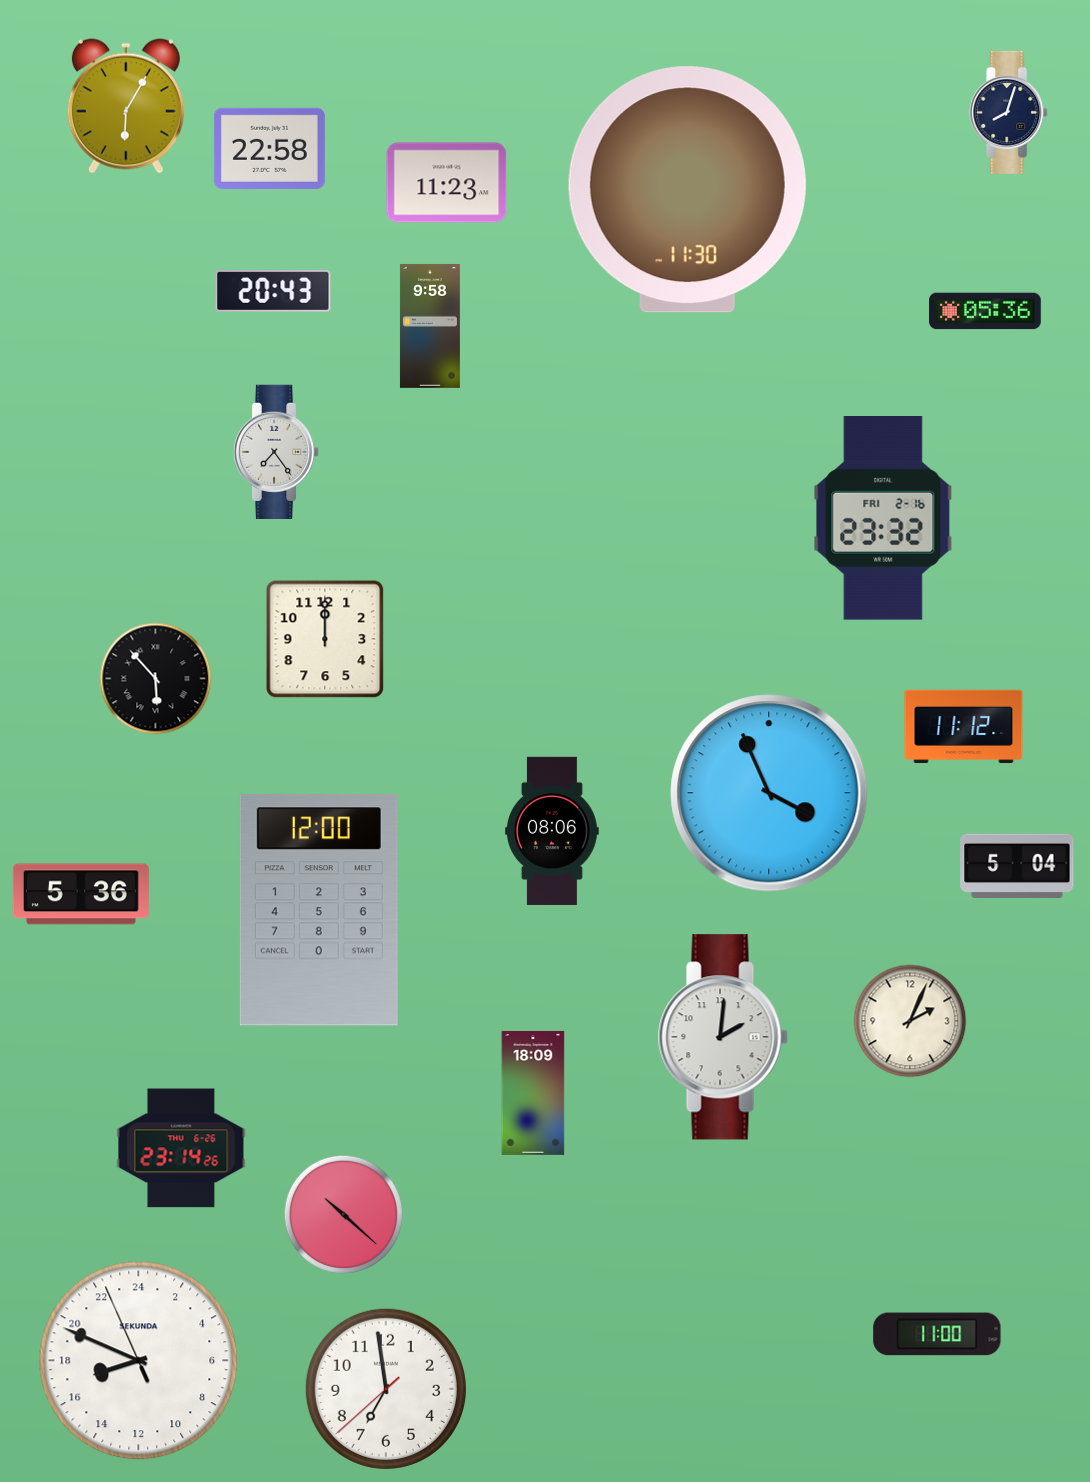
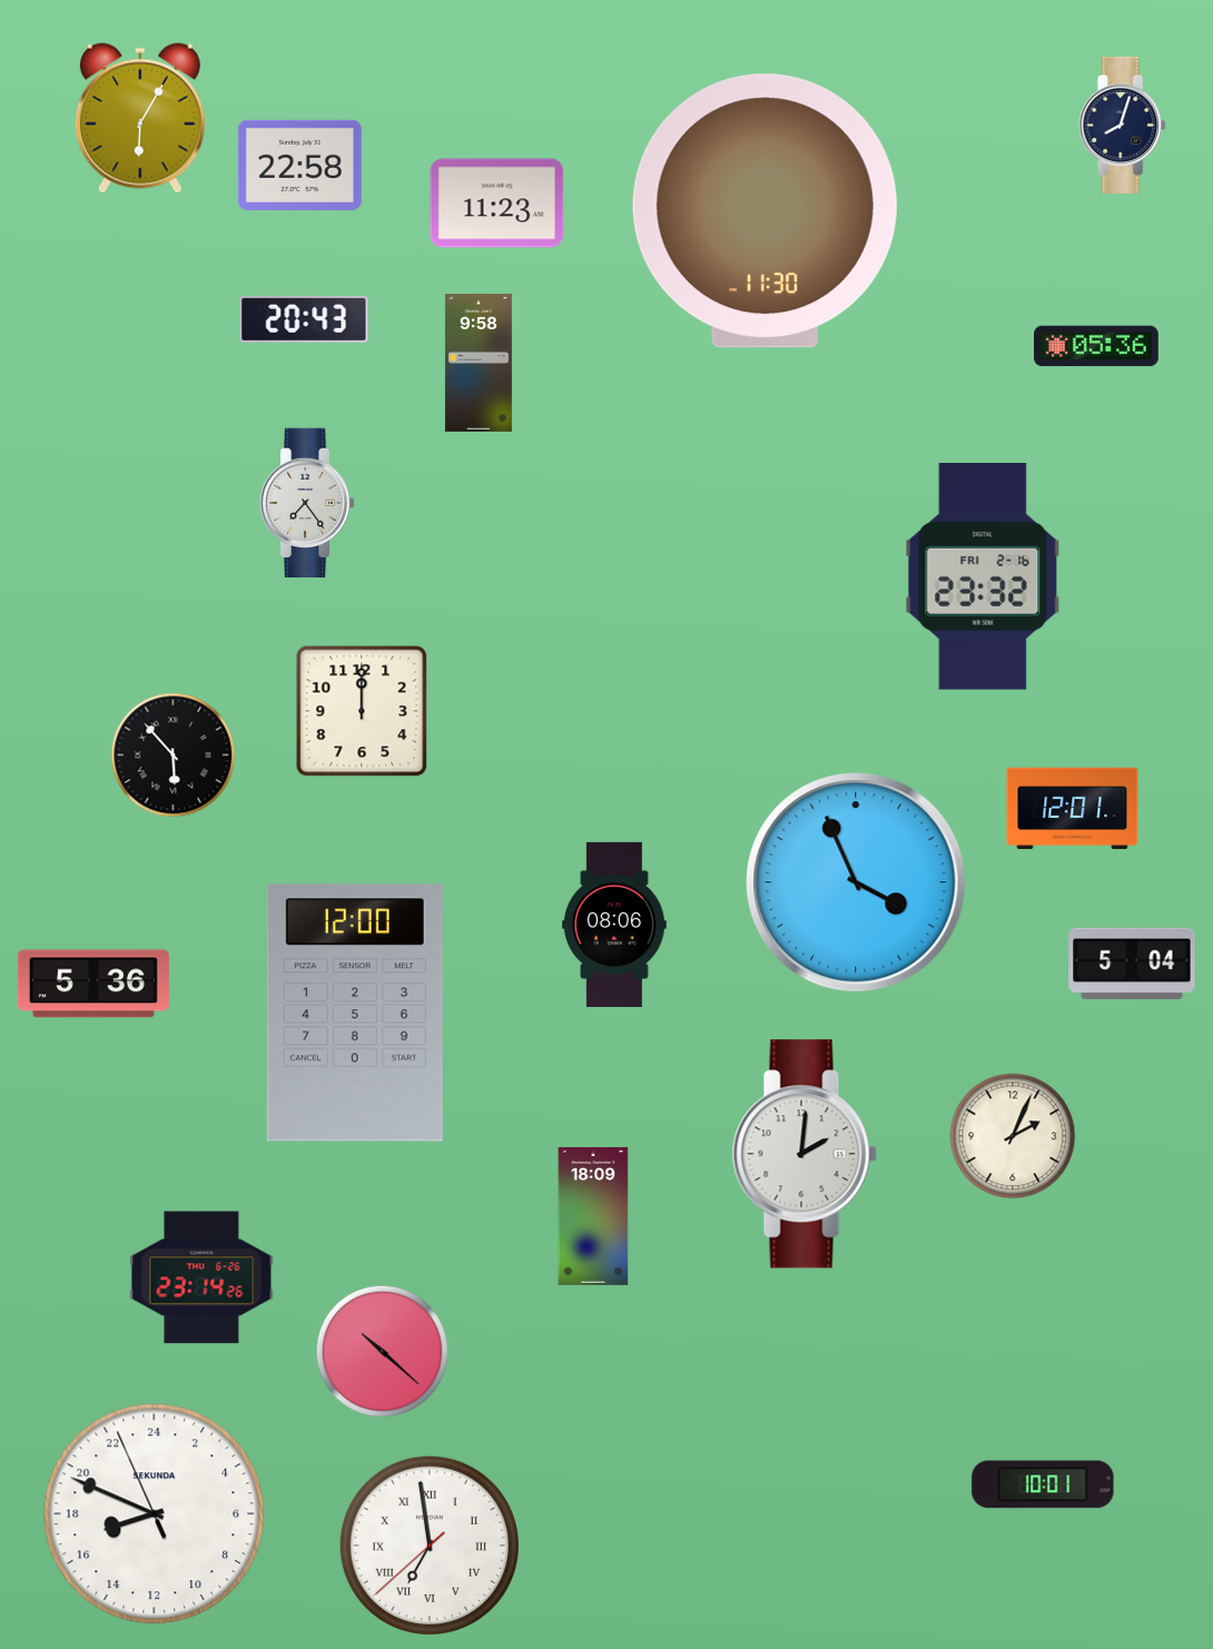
clock at (273, 291) position: (273, 291) -> (304, 319)
clock at (964, 727): 11:12 -> 12:01
clock at (81, 894) position: (81, 894) -> (93, 984)
clock at (937, 1334): 11:00 -> 10:01
clock at (386, 1389) numerals: Arabic -> Roman
